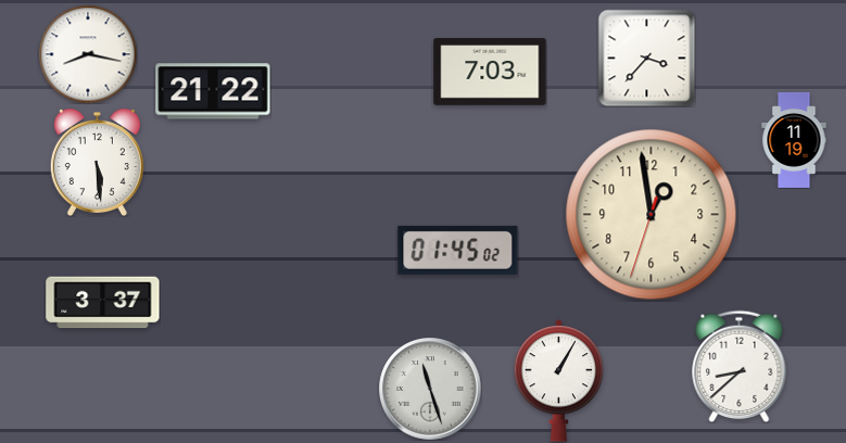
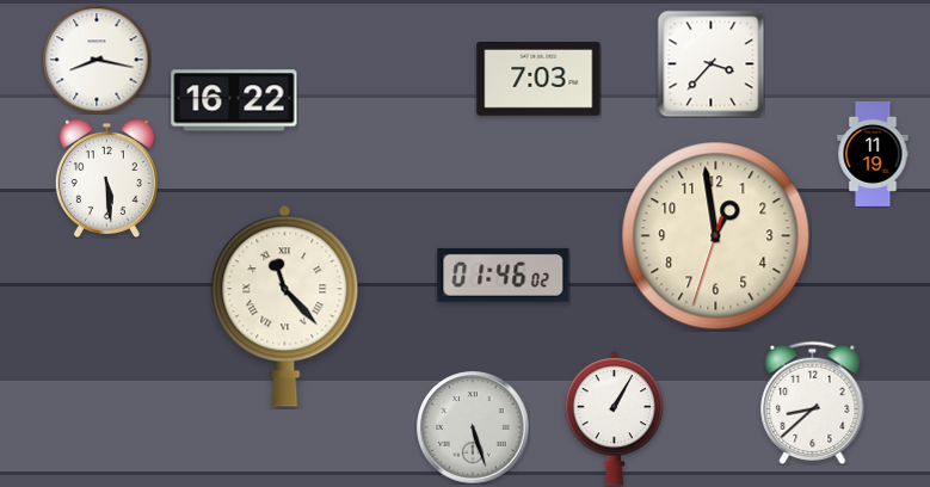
clock at (213, 91): 21:22 -> 16:22
clock at (458, 250): 01:45 -> 01:46
clock at (285, 306): none -> 11:23
clock at (103, 303): 3:37 -> none
clock at (430, 389): 11:27 -> 5:27
